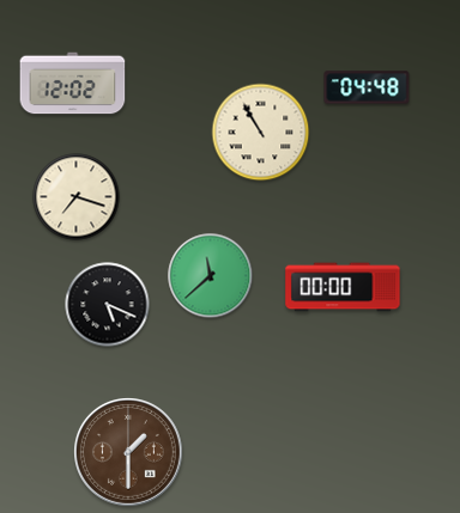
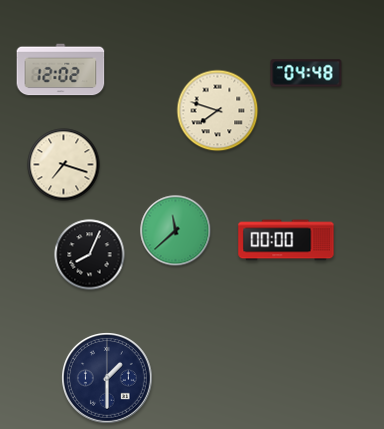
clock at (261, 133): 10:55 -> 7:48
clock at (108, 305): 5:19 -> 8:04
clock at (129, 453) dial: brown -> navy
